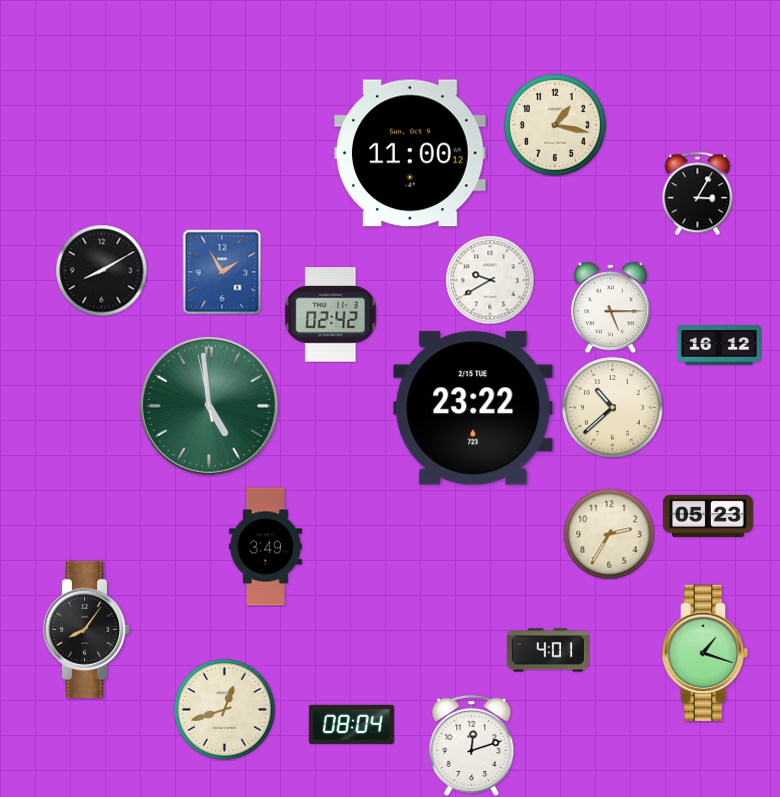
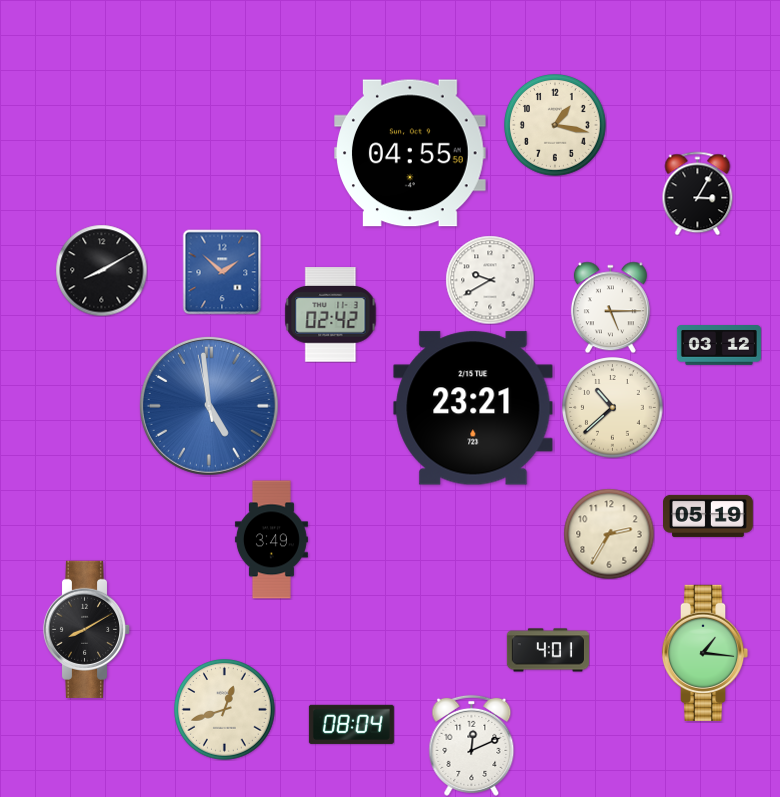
clock at (410, 153): 11:00 -> 04:55
clock at (222, 272): 1:55 -> 1:52
clock at (719, 346): 16:12 -> 03:12
clock at (209, 406) dial: green -> blue
clock at (473, 408): 23:22 -> 23:21
clock at (709, 516): 05:23 -> 05:19
clock at (265, 547) position: (265, 547) -> (271, 540)
clock at (87, 629): 8:06 -> 8:10
clock at (705, 653): 1:18 -> 1:16
clock at (472, 745): 12:12 -> 12:11
